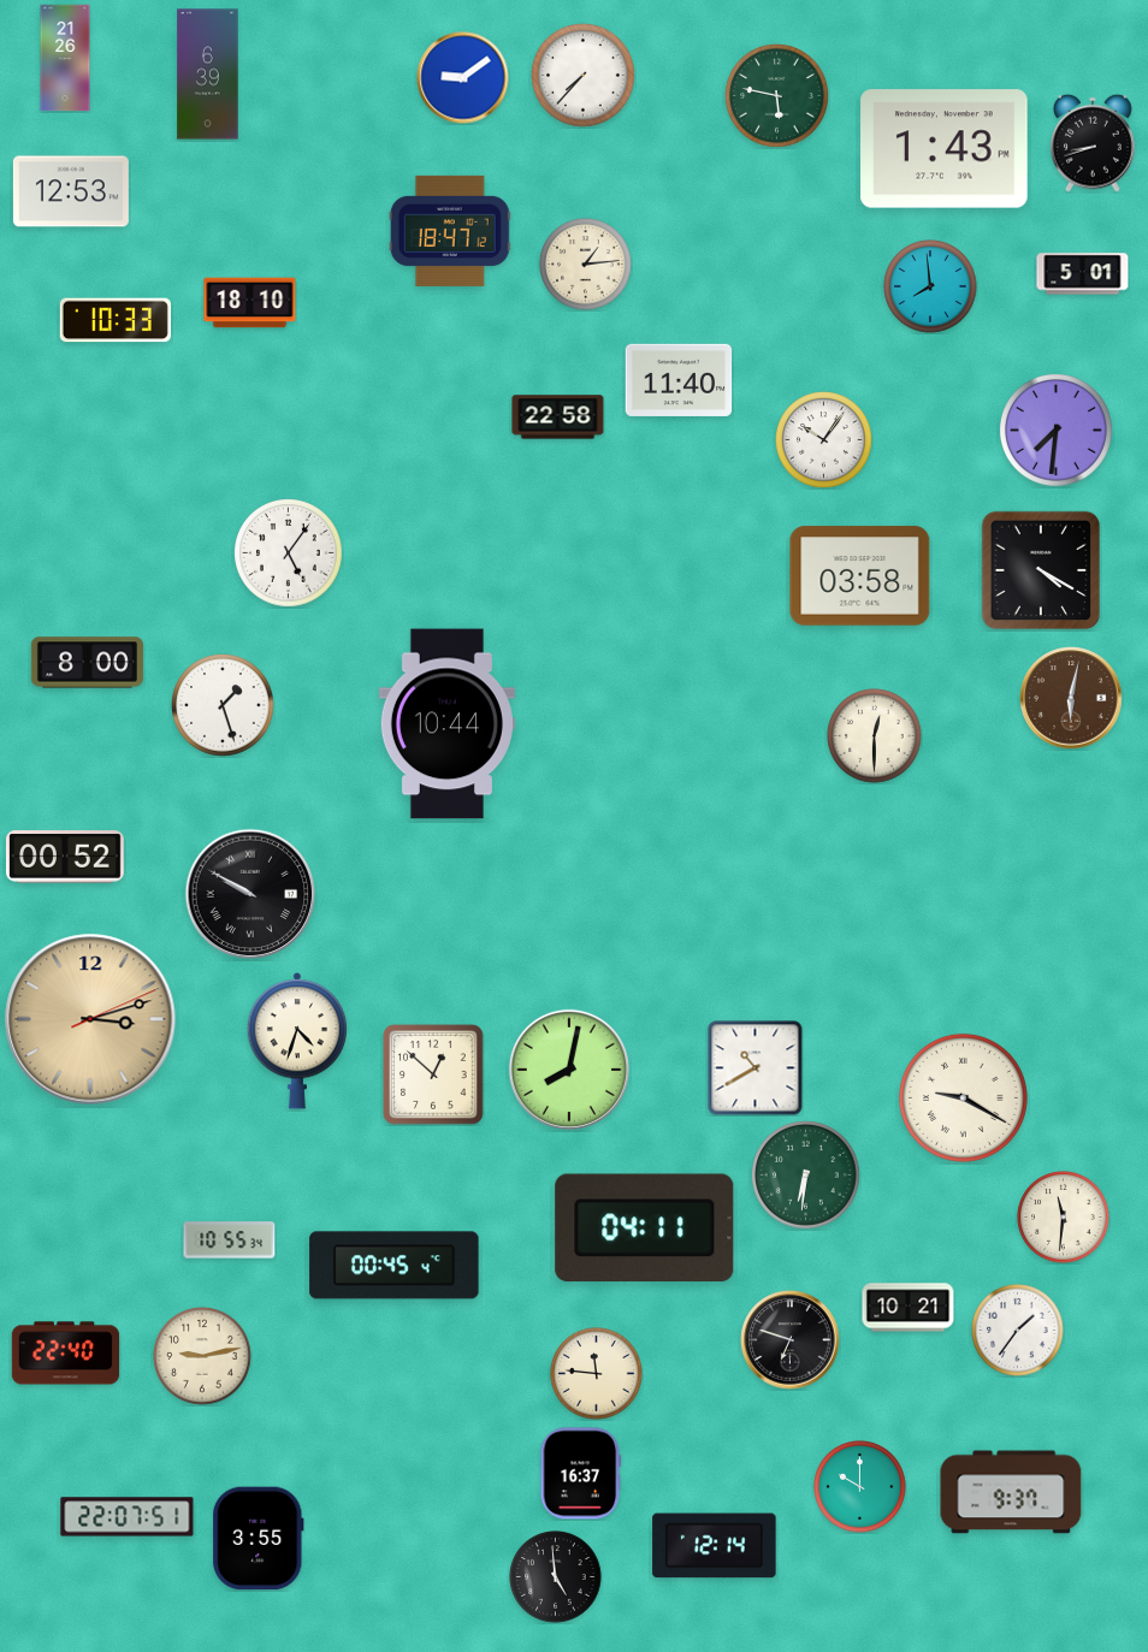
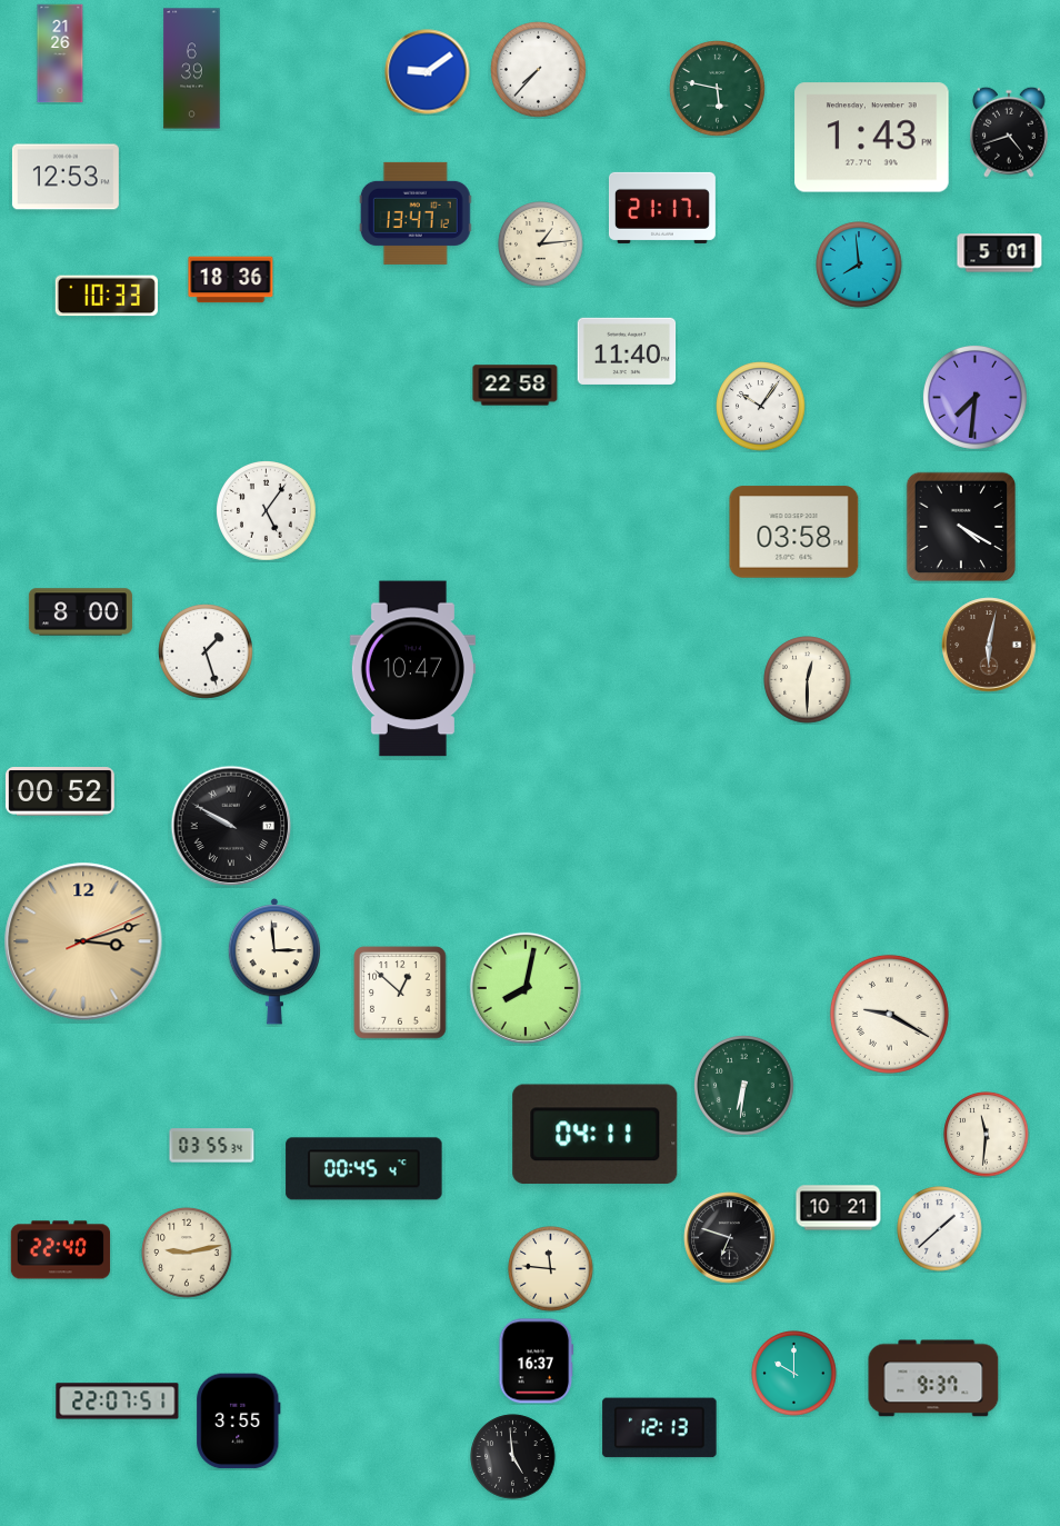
clock at (1094, 143): 8:42 -> 4:42
clock at (662, 208): none -> 21:17
clock at (450, 231): 18:47 -> 13:47
clock at (250, 303): 18:10 -> 18:36
clock at (446, 724): 10:44 -> 10:47
clock at (296, 1041): 4:33 -> 2:59
clock at (756, 1068): 10:40 -> none
clock at (1064, 1218) position: (1064, 1218) -> (987, 1135)
clock at (230, 1241): 10:55 -> 03:55
clock at (1018, 1331): 1:36 -> 1:38
clock at (715, 1546): 12:14 -> 12:13
